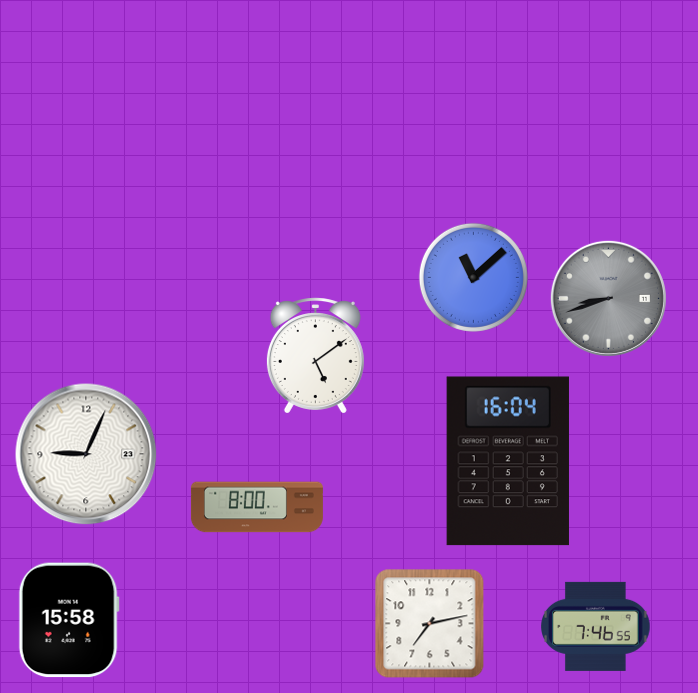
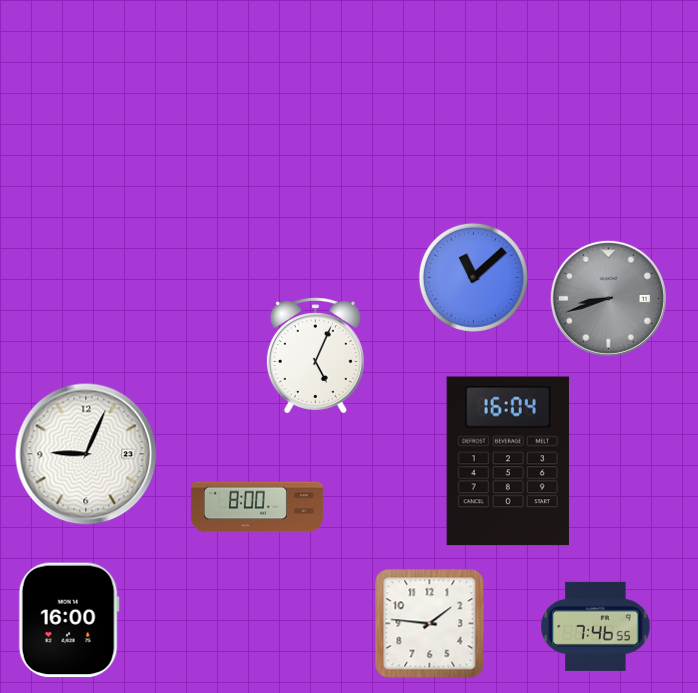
clock at (315, 356): 5:09 -> 5:04
clock at (69, 620): 15:58 -> 16:00
clock at (430, 624): 7:13 -> 1:46
